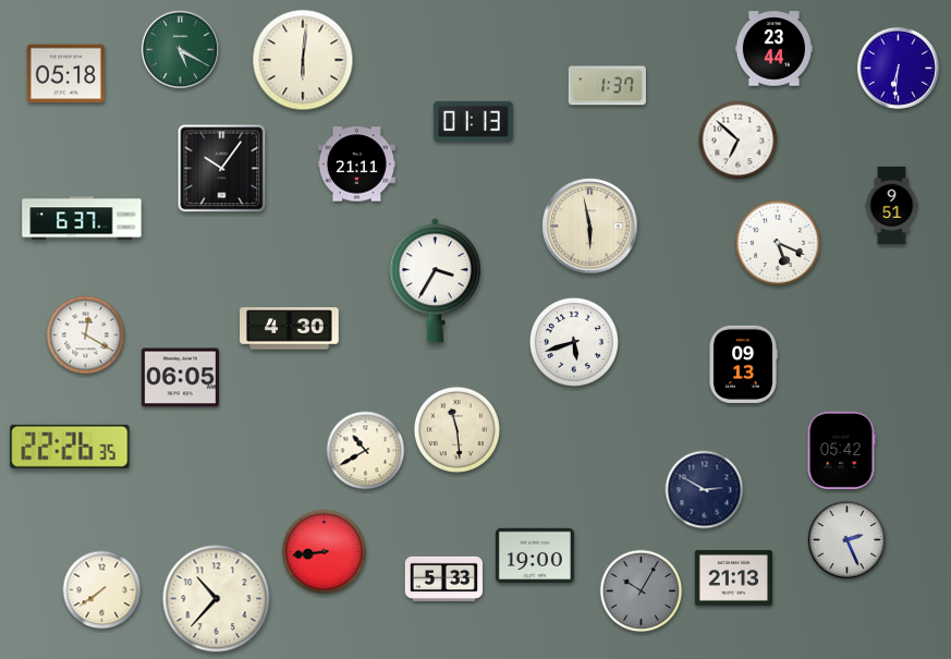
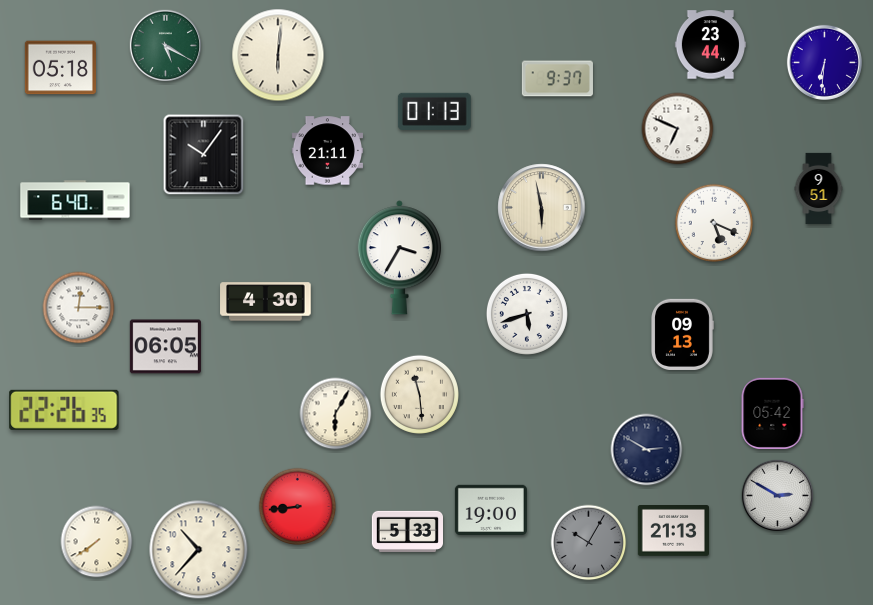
clock at (607, 86): 1:37 -> 9:37
clock at (739, 141): 6:52 -> 6:49
clock at (82, 218): 6:37 -> 6:40
clock at (86, 335): 12:20 -> 12:15
clock at (366, 451): 10:40 -> 6:05
clock at (846, 539): 2:26 -> 2:50
clock at (102, 590) position: (102, 590) -> (97, 542)
